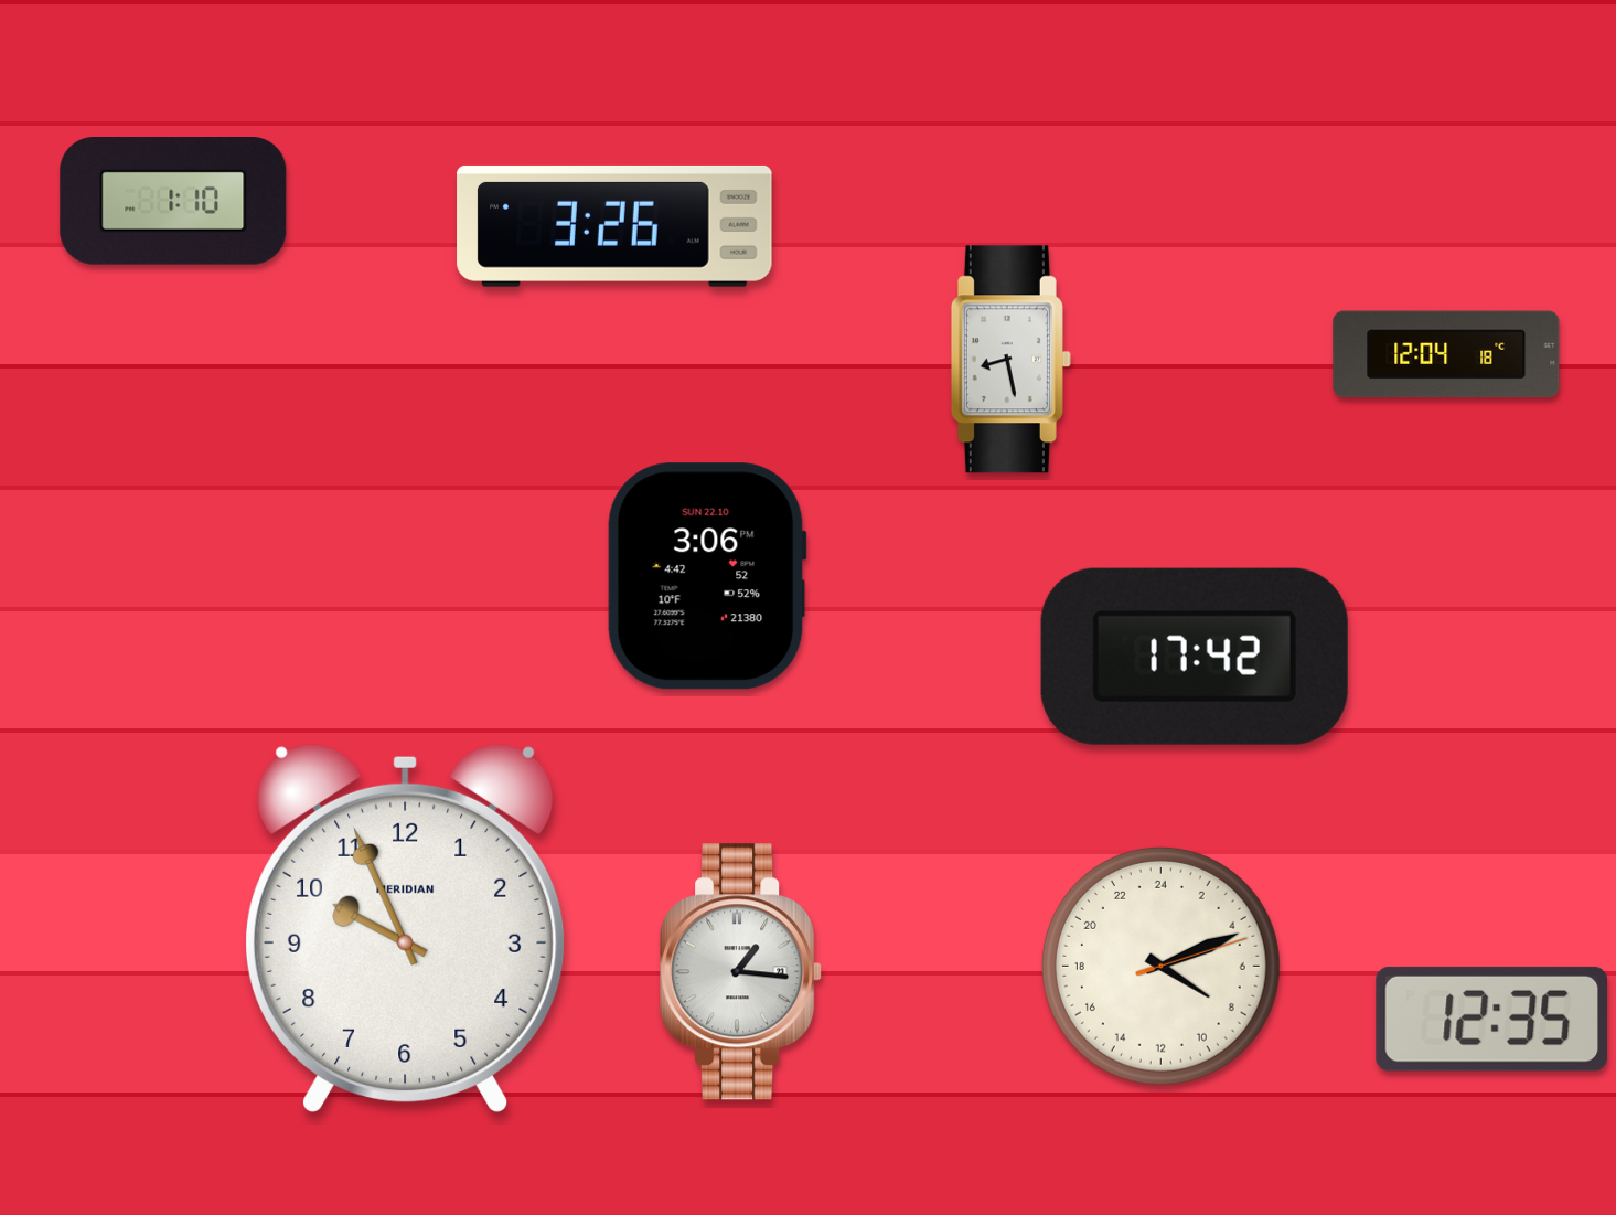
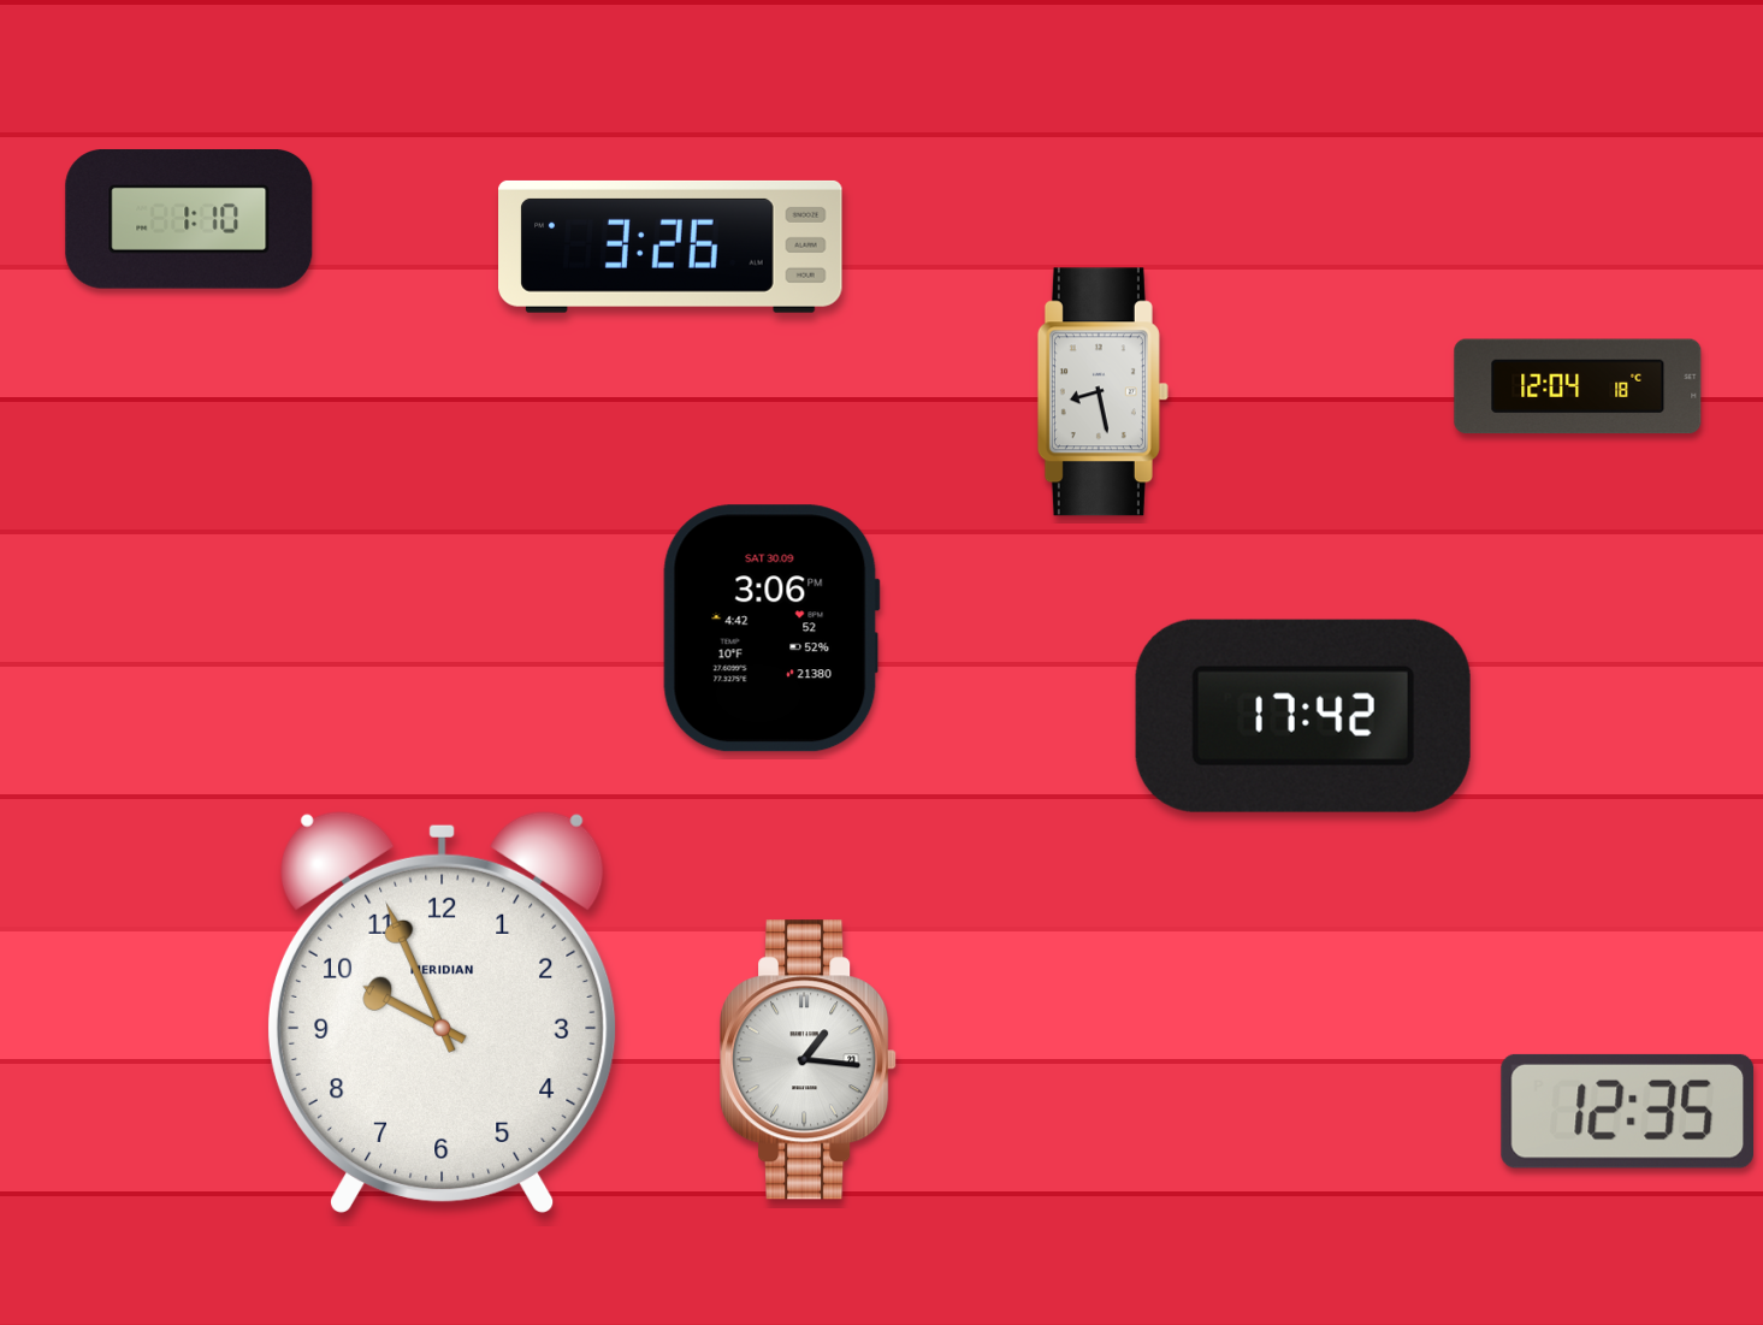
clock at (707, 576) date: SUN 22.10 -> SAT 30.09
clock at (1160, 966): 8:11 -> none
